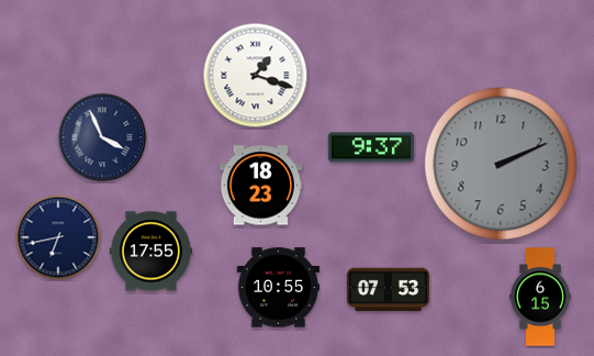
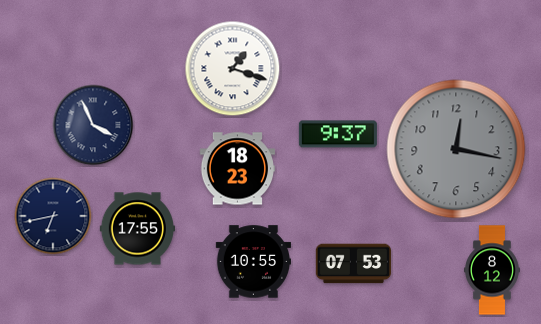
clock at (501, 164): 2:11 -> 12:17
clock at (540, 297): 6:15 -> 8:12
